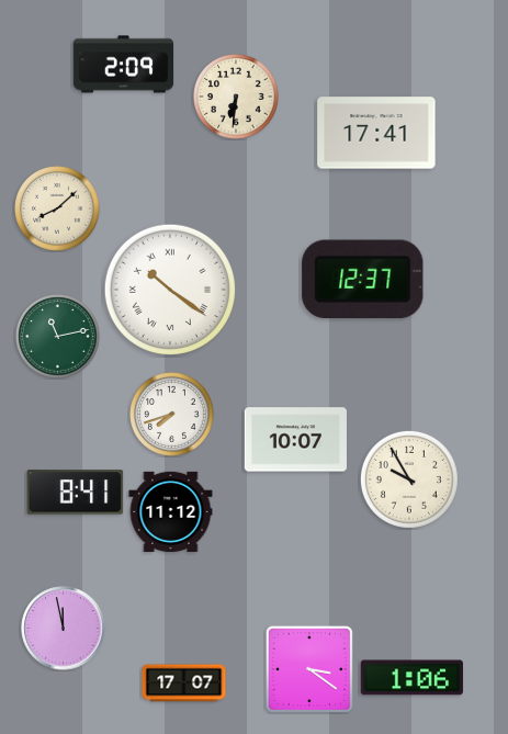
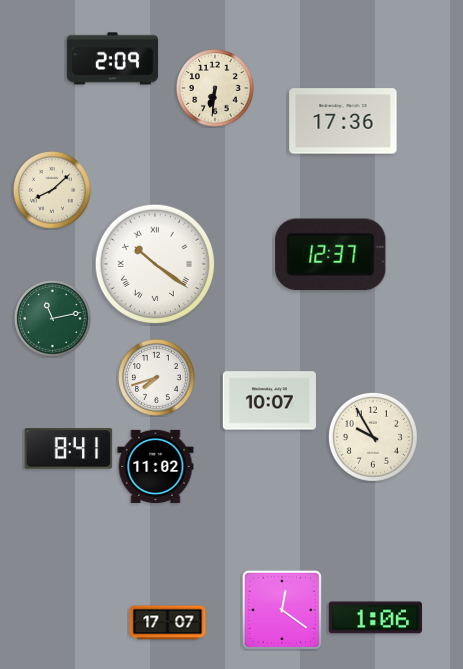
clock at (376, 133): 17:41 -> 17:36
clock at (58, 337) position: (58, 337) -> (53, 319)
clock at (171, 511): 11:12 -> 11:02
clock at (64, 629): 11:58 -> none
clock at (309, 669): 3:21 -> 12:21
